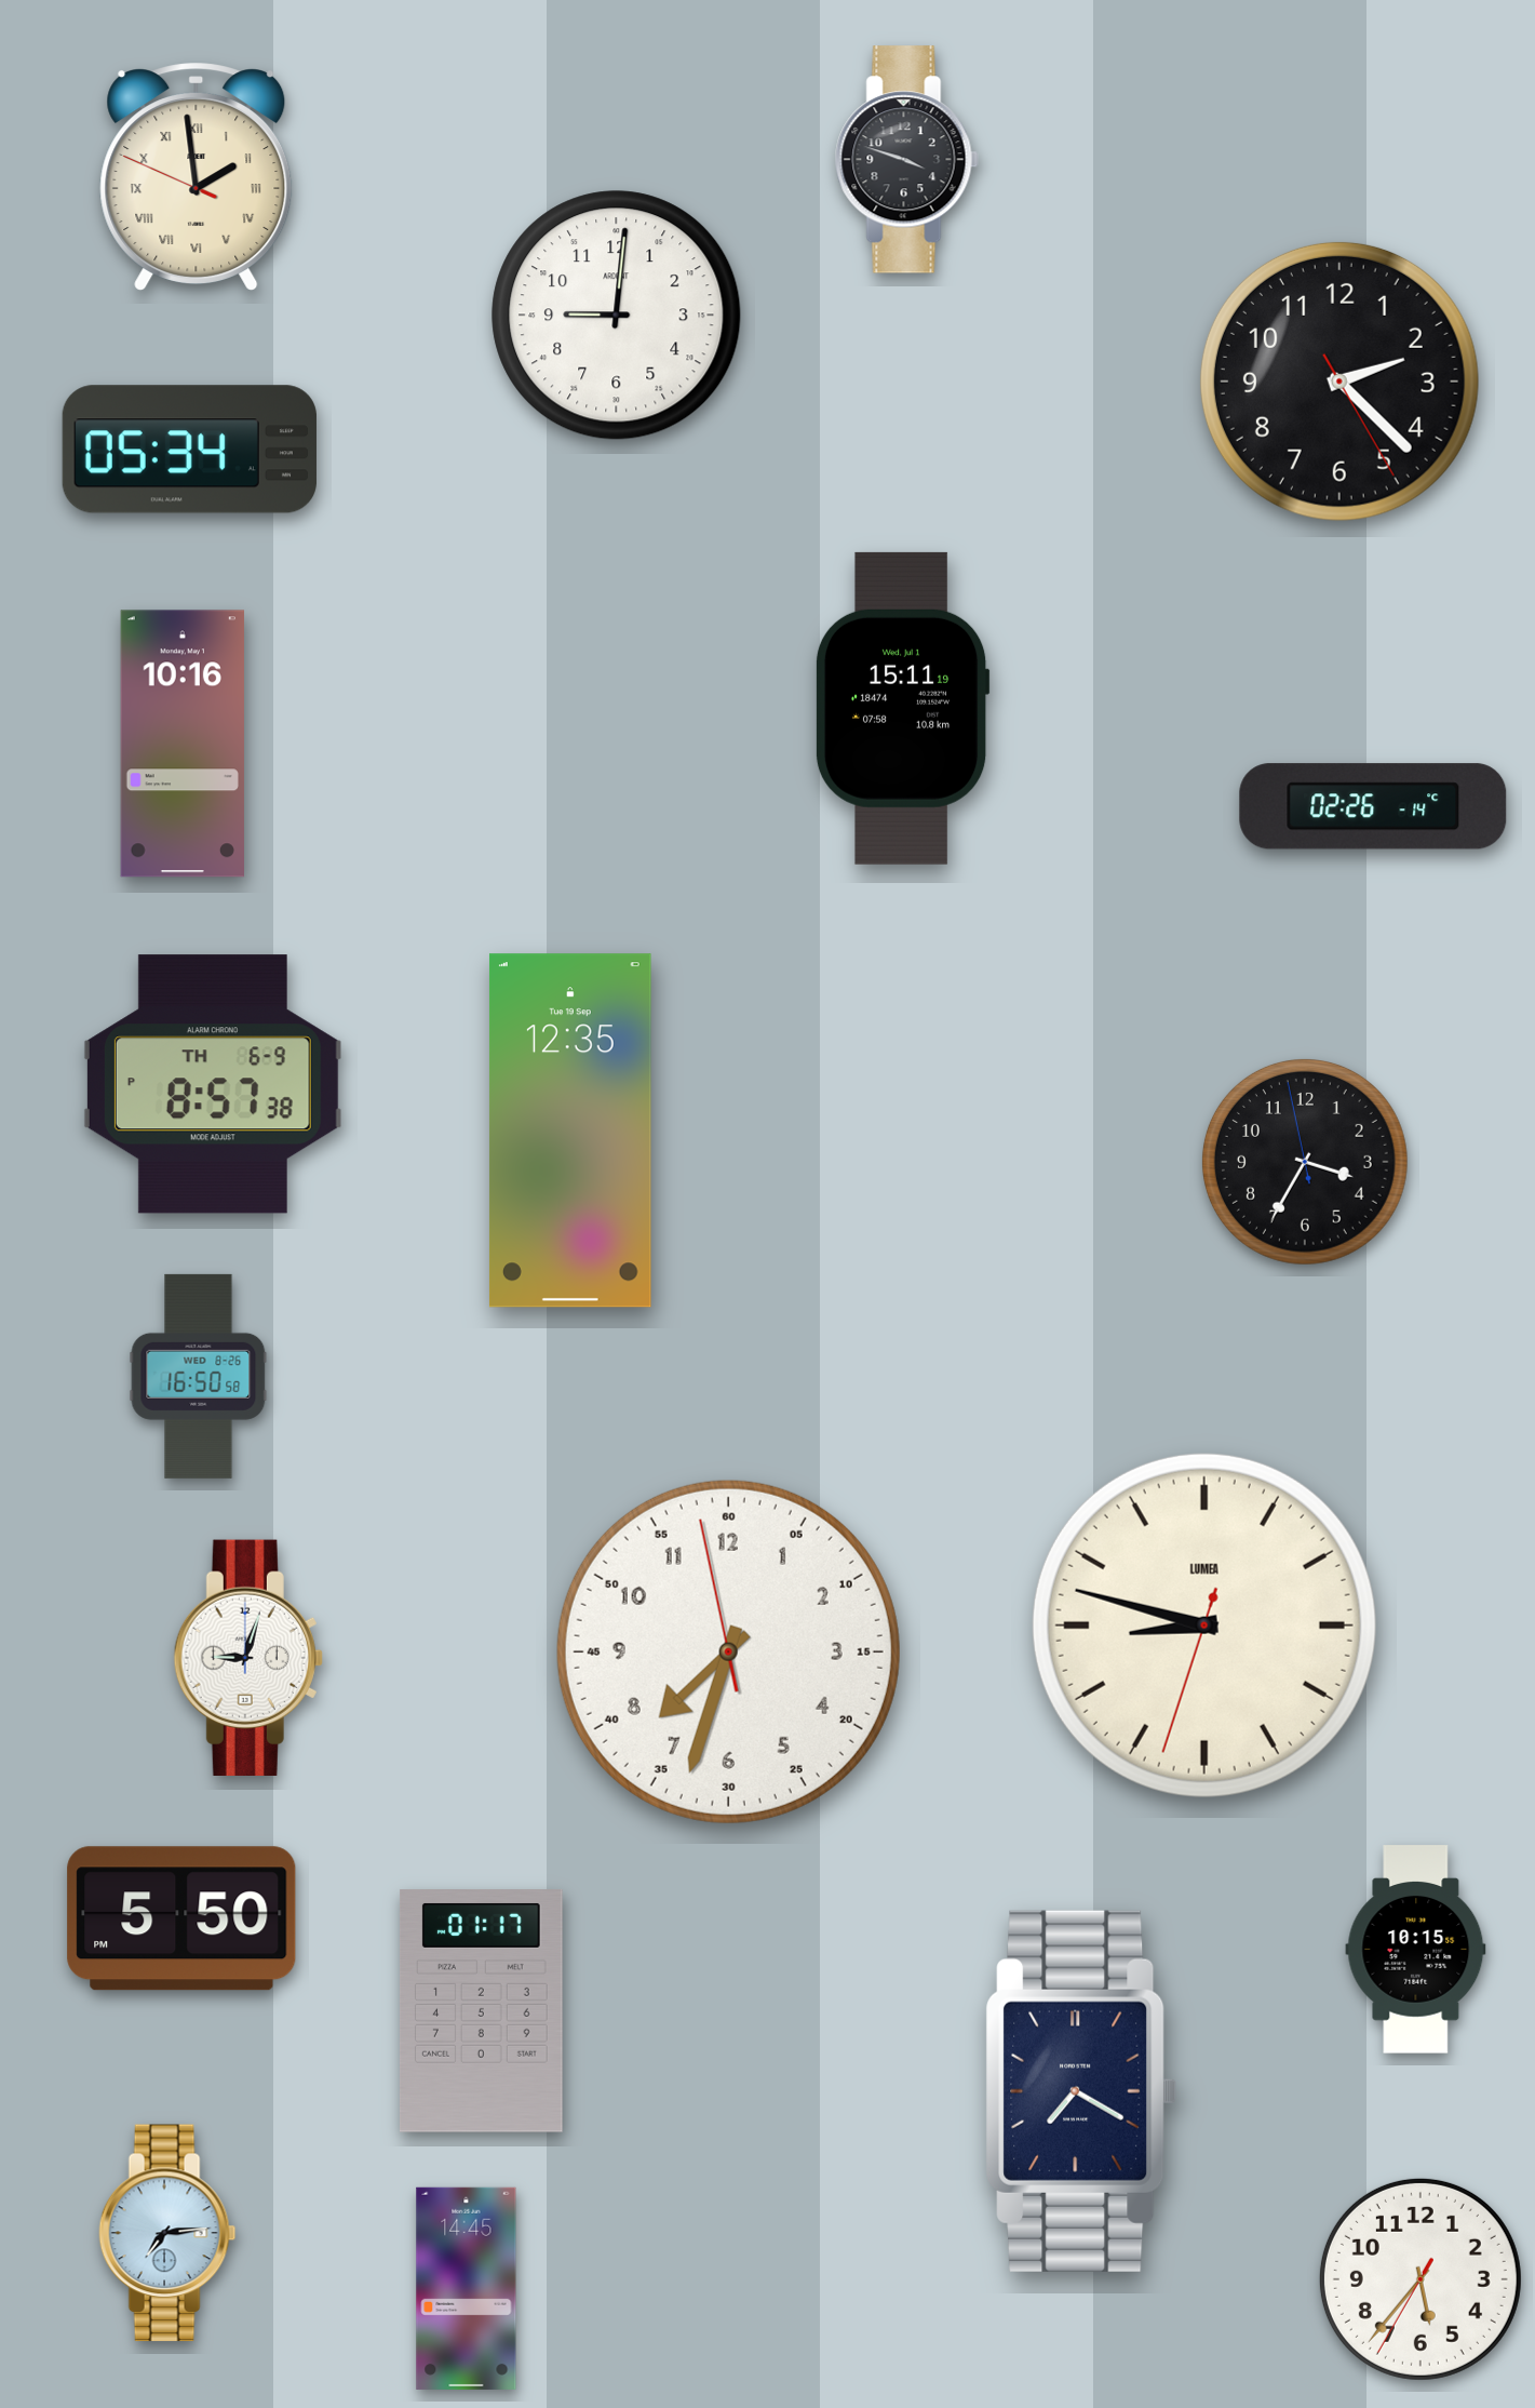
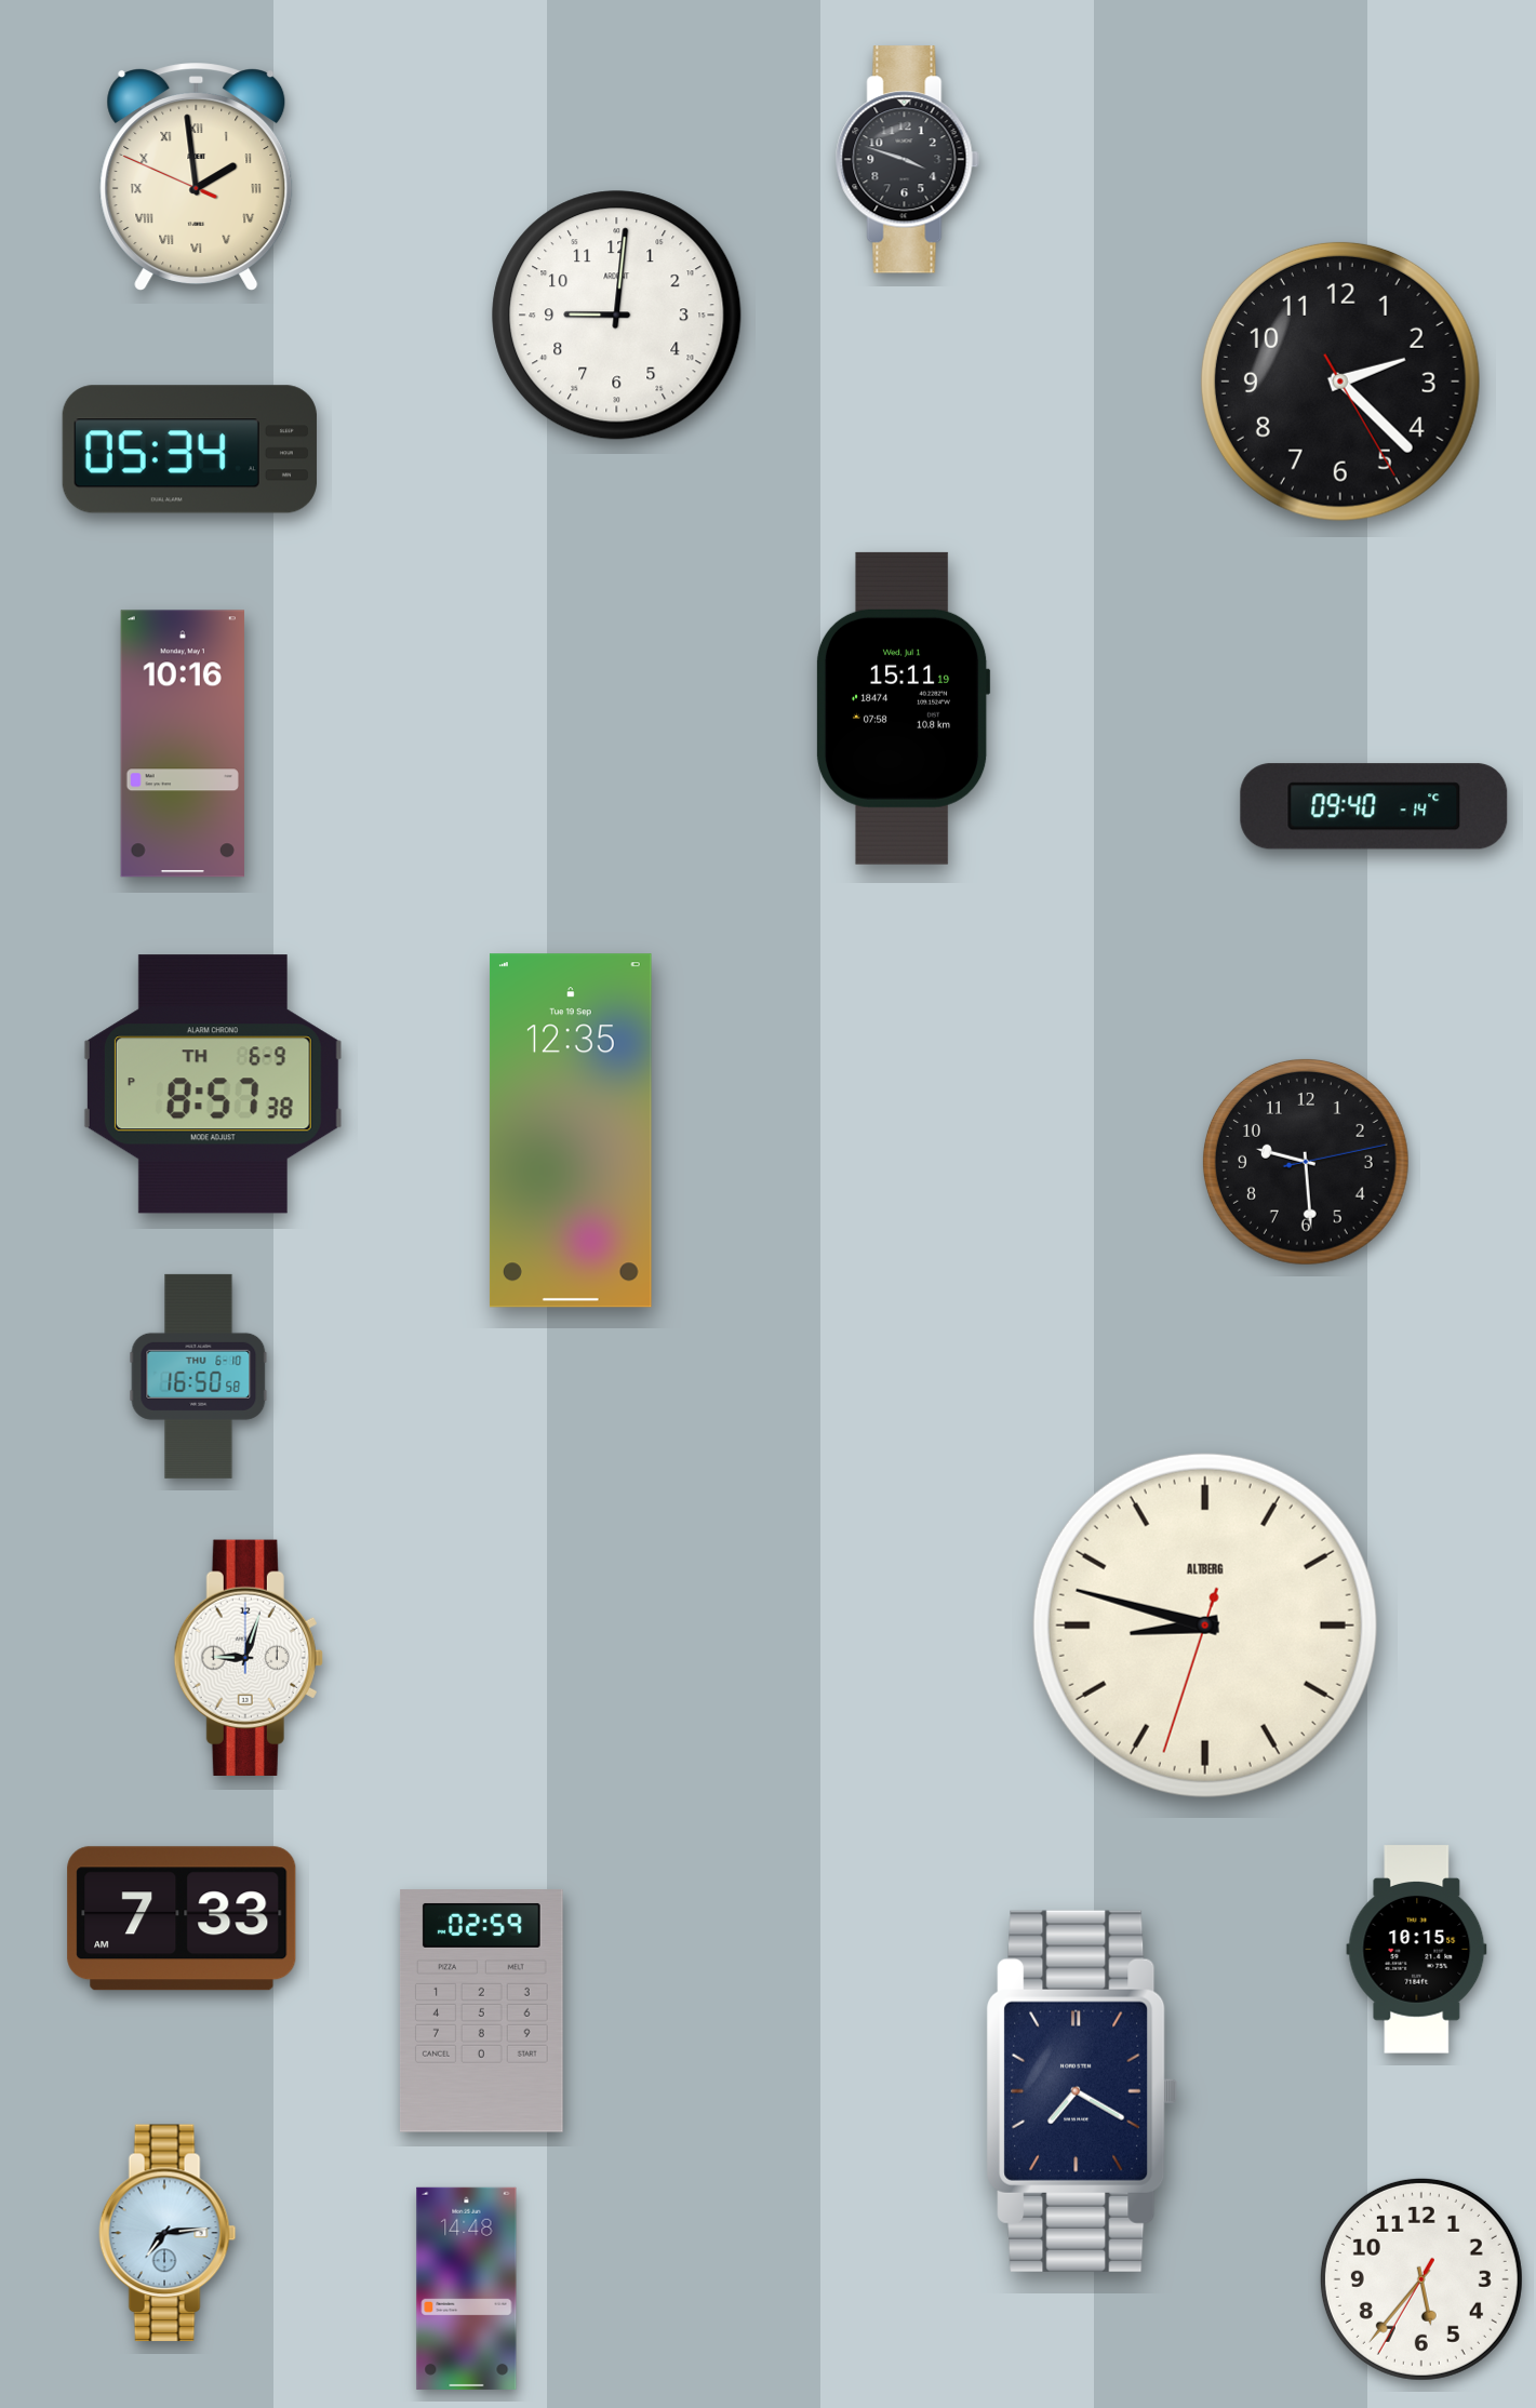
clock at (1373, 806): 02:26 -> 09:40
clock at (1305, 1162): 3:34 -> 9:29
clock at (199, 1376) date: WED 8-26 -> THU 6-10
clock at (1204, 1626) brand: LUMEA -> ALTBERG
clock at (728, 1651): 7:32 -> none
clock at (181, 1918): 5:50 -> 7:33
clock at (481, 2011): 01:17 -> 02:59
clock at (467, 2288): 14:45 -> 14:48
